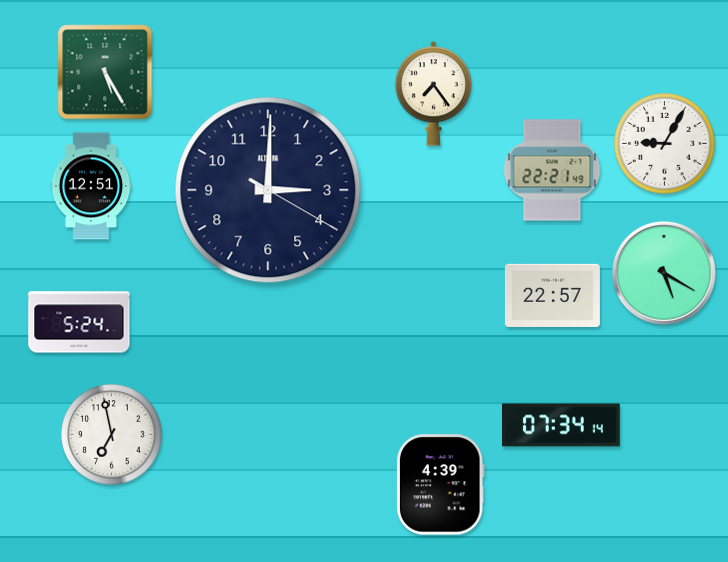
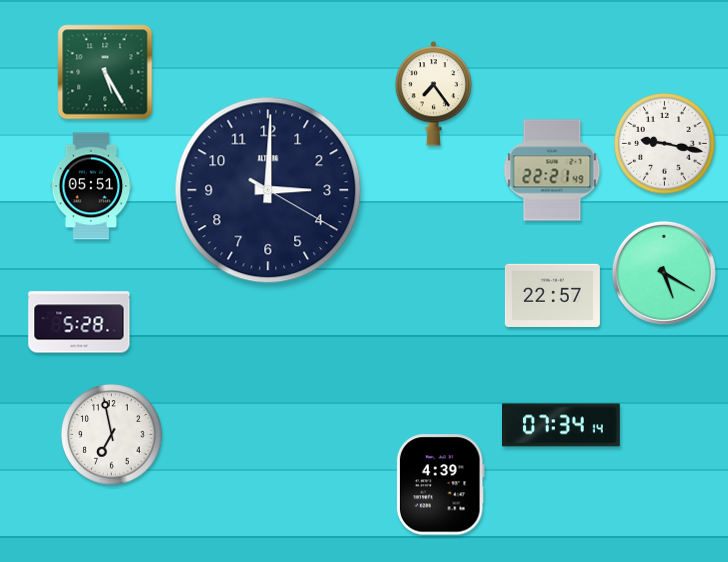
clock at (665, 144): 9:05 -> 9:17
clock at (91, 186): 12:51 -> 05:51
clock at (79, 322): 5:24 -> 5:28
